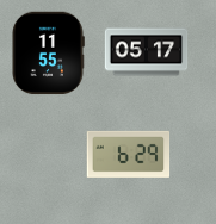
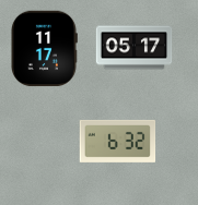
clock at (49, 54): 11:55 -> 11:17
clock at (129, 154): 6:29 -> 6:32
